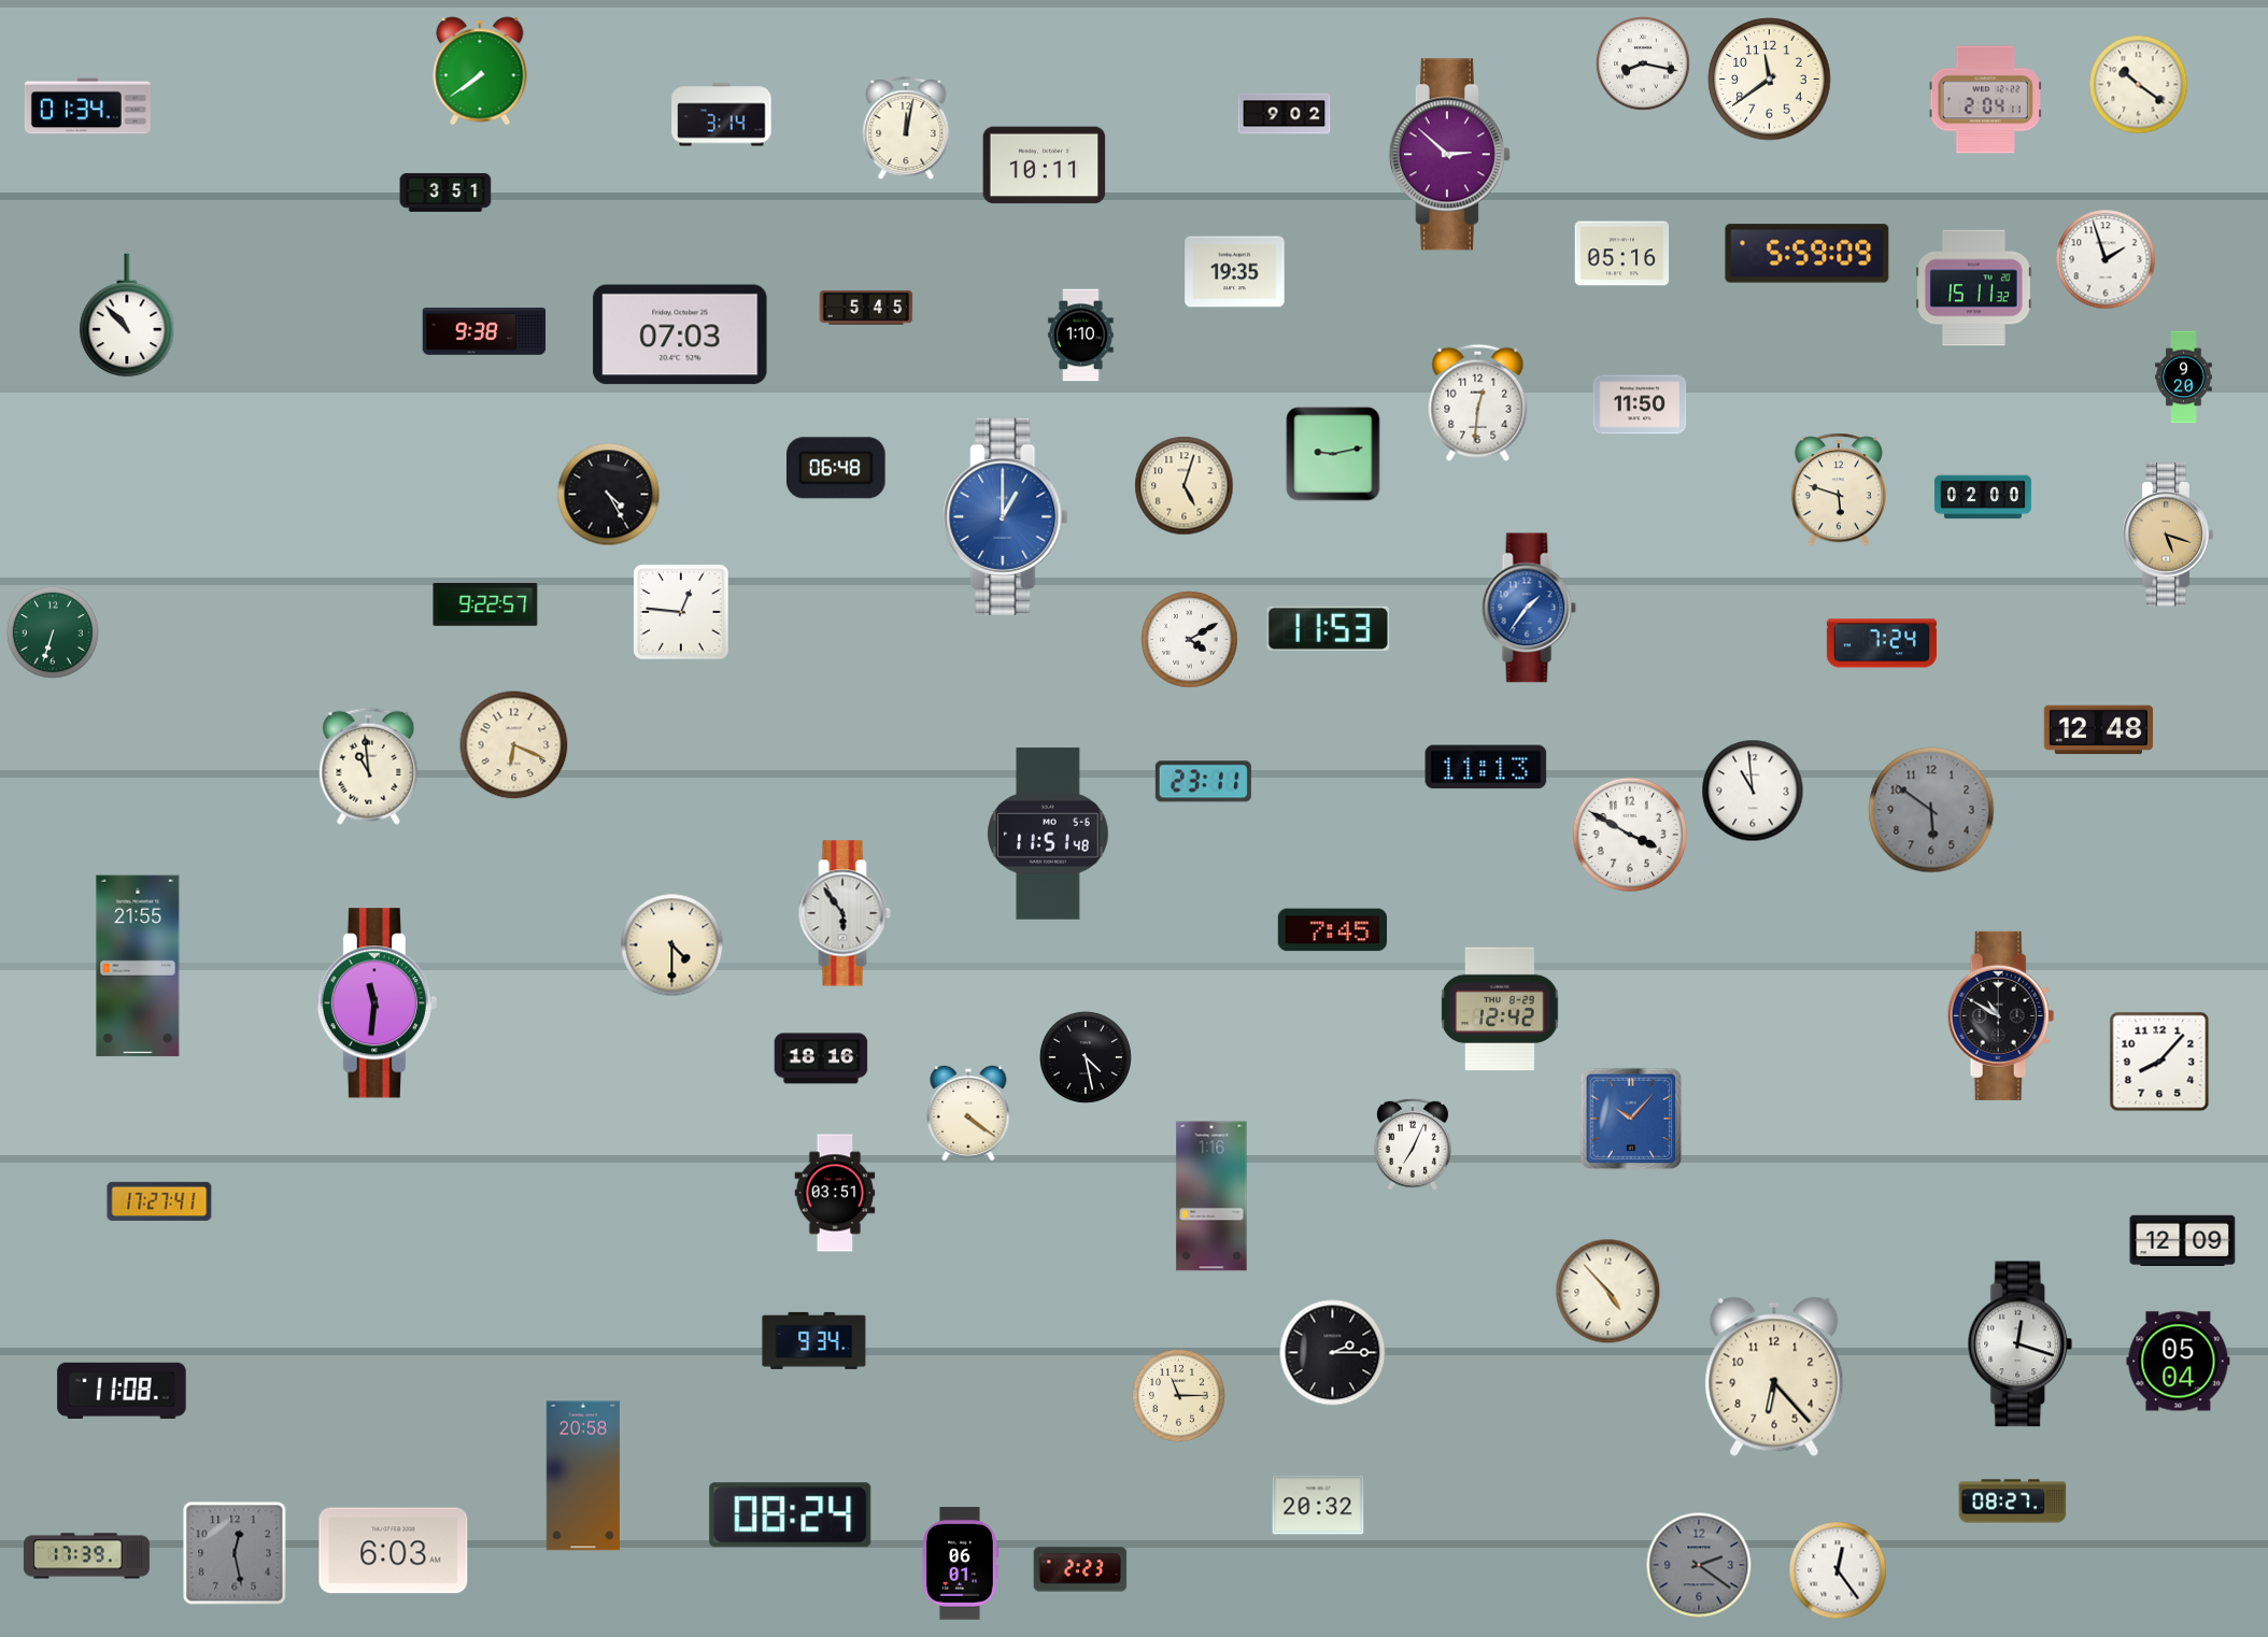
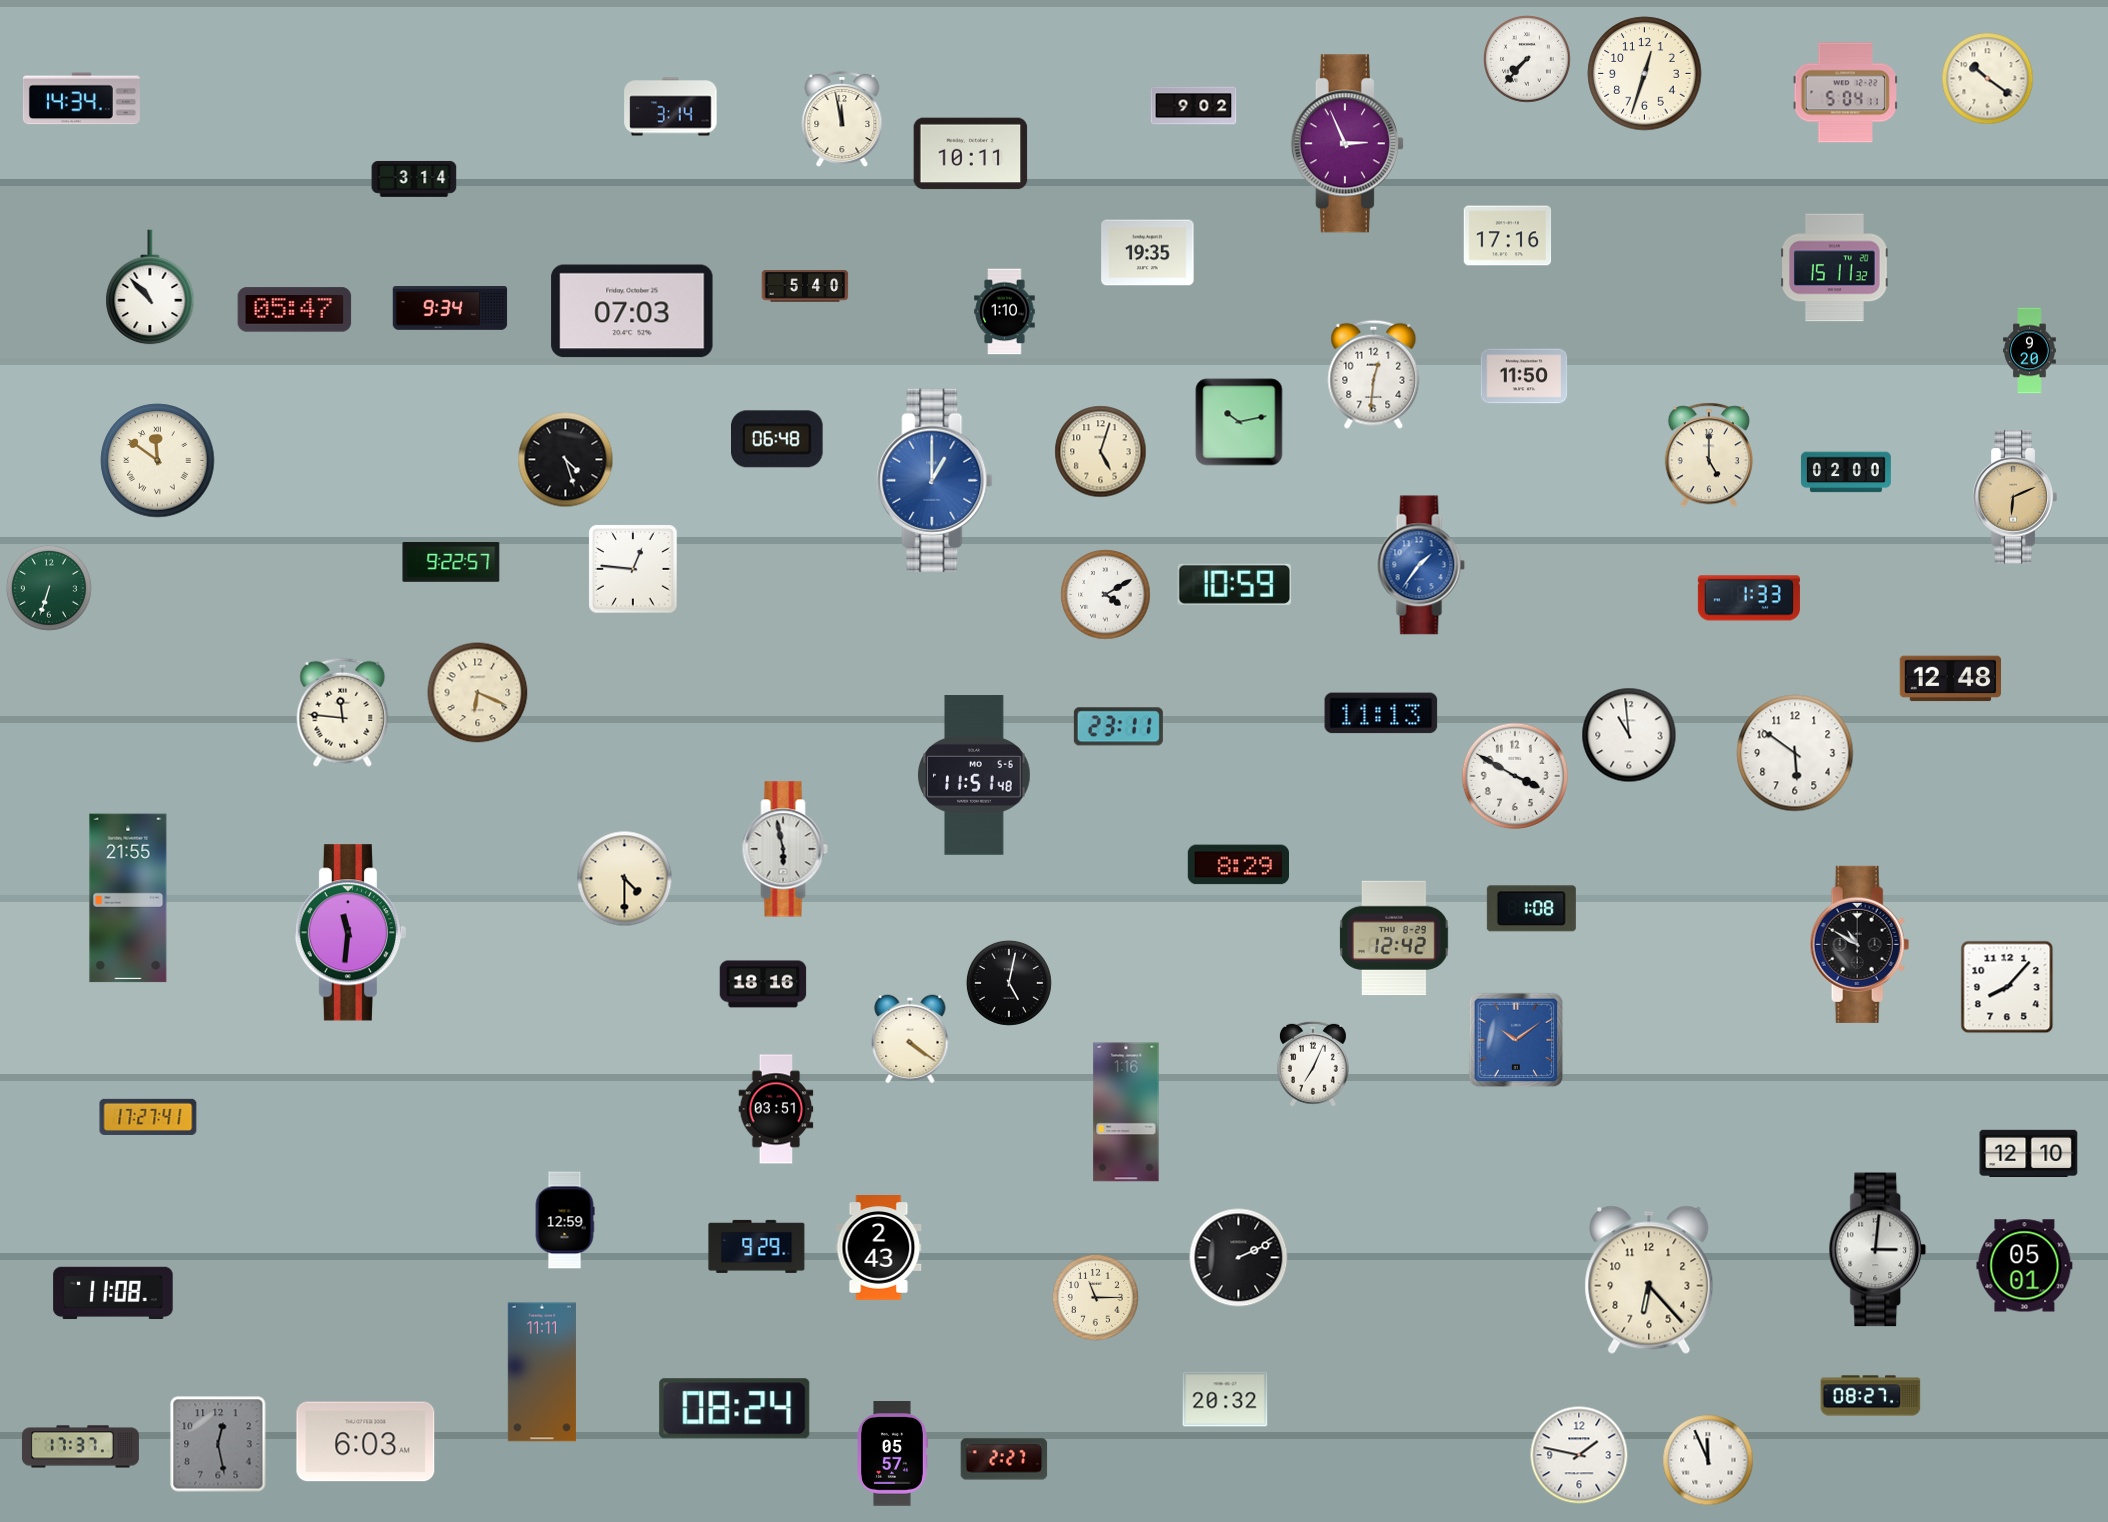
clock at (1643, 63): 8:17 -> 7:37
clock at (480, 71): 7:39 -> none
clock at (1770, 80): 11:39 -> 12:33
clock at (1985, 100): 2:04 -> 5:04
clock at (87, 106): 01:34 -> 14:34
clock at (906, 128): 12:02 -> 11:58
clock at (1449, 155): 2:52 -> 2:56
clock at (445, 193): 3:51 -> 3:14
clock at (1622, 254): 05:16 -> 17:16
clock at (1808, 254): 5:59 -> none
clock at (2106, 259): 1:57 -> none
clock at (866, 308): 5:45 -> 5:40
clock at (127, 315) position: (127, 315) -> (150, 287)
clock at (484, 331): 9:38 -> 9:34
clock at (295, 310): none -> 05:47
clock at (1333, 454): 9:13 -> 10:13
clock at (837, 468) position: (837, 468) -> (778, 439)
clock at (1839, 489): 5:48 -> 5:00
clock at (609, 495): 4:25 -> 4:27
clock at (158, 461): none -> 11:51
clock at (1983, 497) position: (1983, 497) -> (1846, 472)
clock at (2168, 535): 5:18 -> 6:11
clock at (1329, 628): 11:53 -> 10:59
clock at (1882, 643): 7:24 -> 1:33
clock at (369, 766): 10:59 -> 11:46
clock at (1931, 810) dial: grey -> white
clock at (845, 913): 5:54 -> 5:58
clock at (1332, 930): 7:45 -> 8:29
clock at (1531, 909): none -> 1:08
clock at (1086, 1057): 4:28 -> 5:02
clock at (968, 1113) position: (968, 1113) -> (910, 1039)
clock at (1631, 1119): 10:07 -> 10:09
clock at (2183, 1240): 12:09 -> 12:10
clock at (1608, 1292): 4:53 -> none
clock at (565, 1220): none -> 12:59
clock at (814, 1340): 9:34 -> 9:29
clock at (879, 1248): none -> 2:43
clock at (2021, 1344): 12:18 -> 3:01
clock at (1333, 1353): 2:15 -> 2:11
clock at (2179, 1362): 05:04 -> 05:01
clock at (583, 1476): 20:58 -> 11:11
clock at (86, 1556): 17:39 -> 17:37
clock at (961, 1564): 06:01 -> 05:57
clock at (1699, 1565): 2:21 -> 1:47
clock at (1699, 1565) dial: grey -> white
clock at (1080, 1569): 2:23 -> 2:27
clock at (1838, 1570): 12:24 -> 11:56
